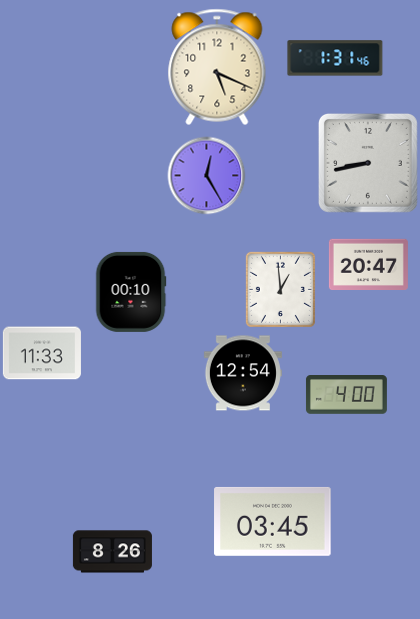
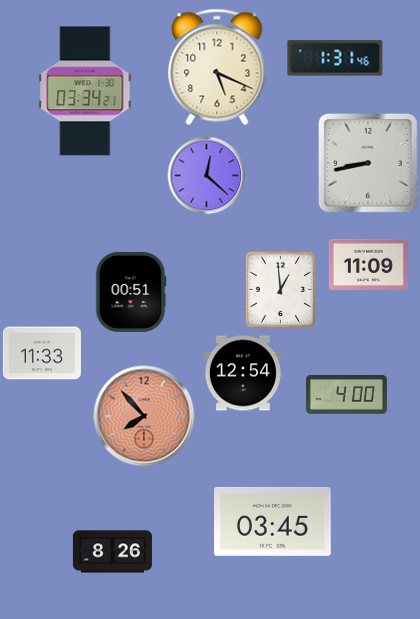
clock at (85, 91): none -> 03:34
clock at (207, 176): 12:25 -> 12:22
clock at (368, 264): 20:47 -> 11:09
clock at (131, 292): 00:10 -> 00:51
clock at (144, 416): none -> 7:53
